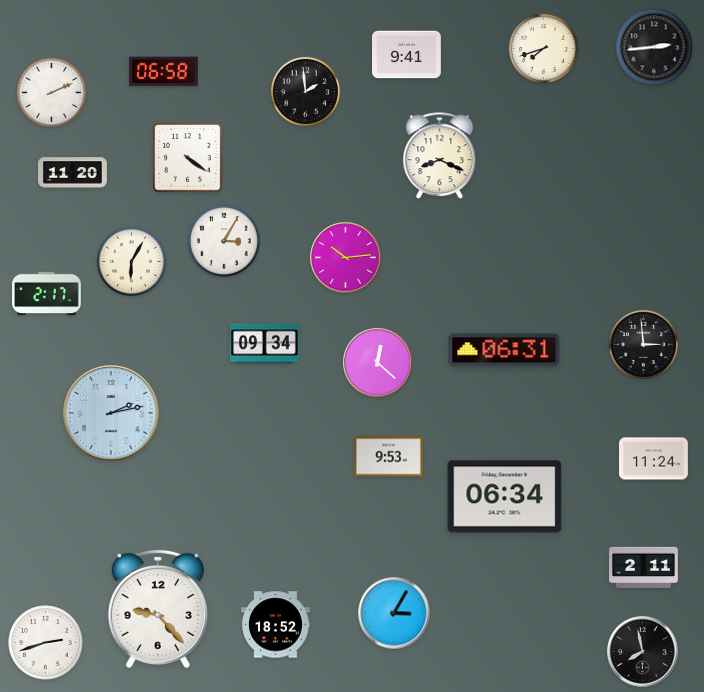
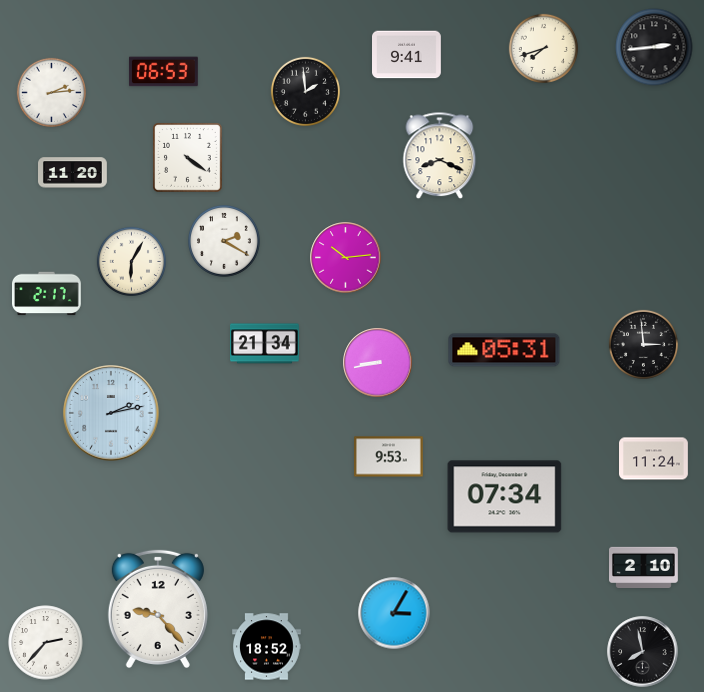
clock at (163, 72): 06:58 -> 06:53
clock at (51, 92): 2:11 -> 2:14
clock at (225, 241): 3:05 -> 2:20
clock at (265, 344): 09:34 -> 21:34
clock at (504, 350): 06:31 -> 05:31
clock at (378, 363): 12:22 -> 8:43
clock at (505, 497): 06:34 -> 07:34
clock at (644, 567): 2:11 -> 2:10
clock at (276, 625) position: (276, 625) -> (267, 647)
clock at (46, 643): 2:42 -> 2:37
